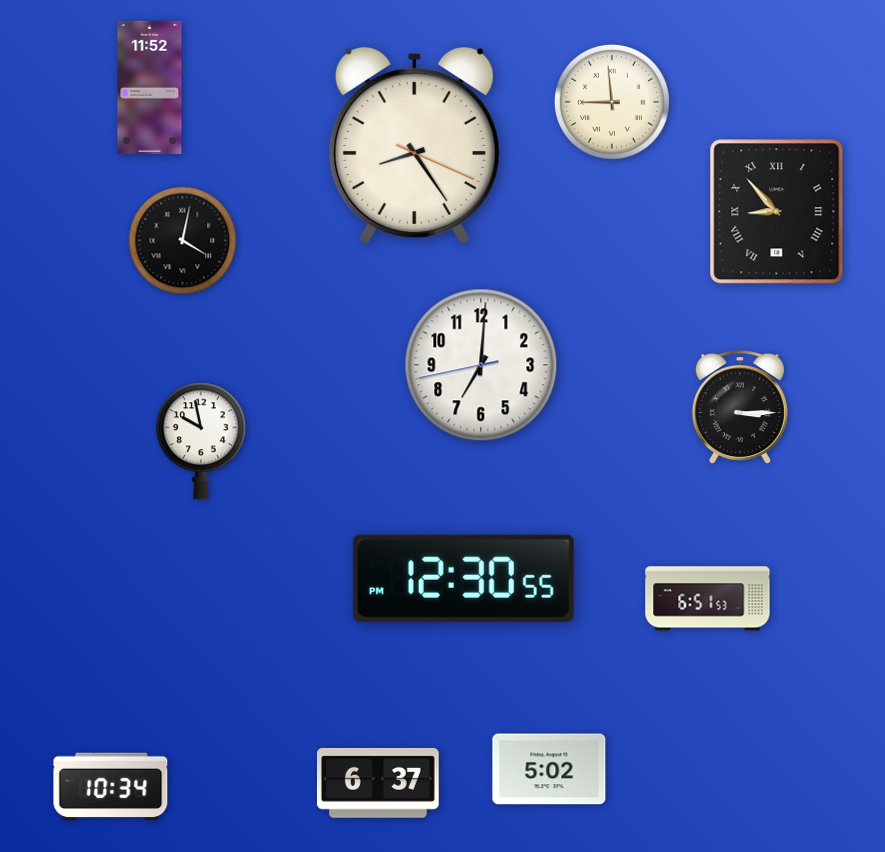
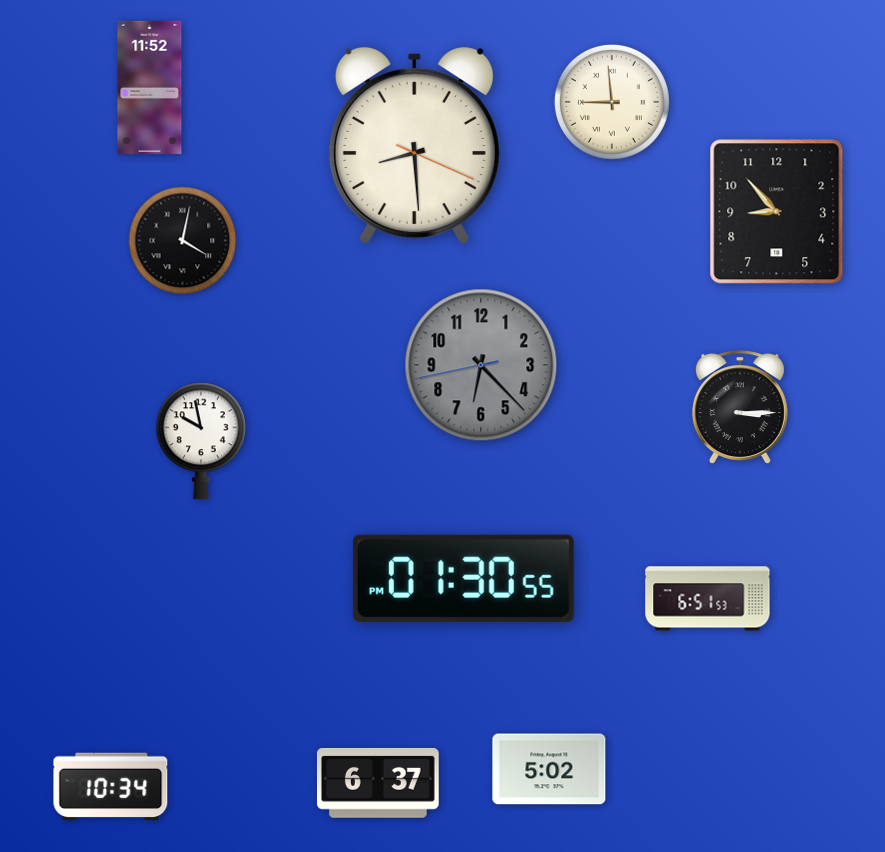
clock at (414, 146): 8:24 -> 8:29
clock at (777, 212) numerals: Roman -> Arabic
clock at (481, 365): 7:00 -> 6:22
clock at (481, 365) dial: white -> grey
clock at (463, 578): 12:30 -> 01:30
